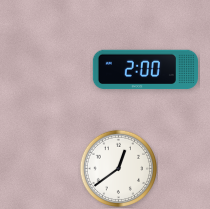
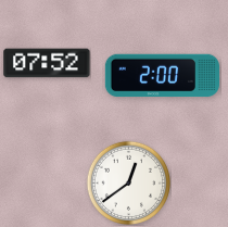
clock at (47, 63): none -> 07:52
clock at (145, 70) position: (145, 70) -> (162, 76)
